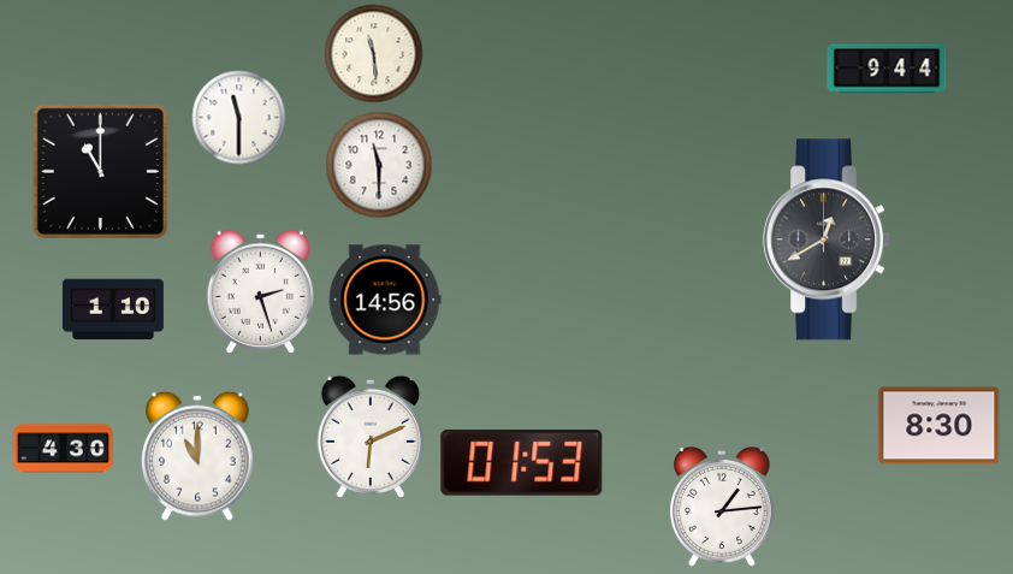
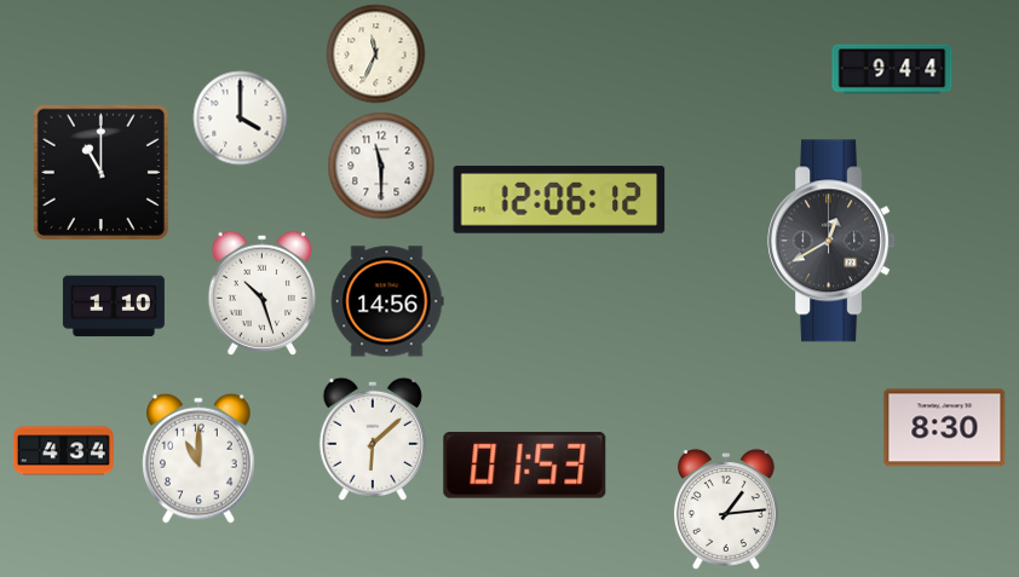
clock at (374, 54): 11:29 -> 11:34
clock at (239, 118): 11:30 -> 4:00
clock at (559, 200): none -> 12:06
clock at (260, 291): 2:27 -> 10:27
clock at (113, 309) position: (113, 309) -> (114, 306)
clock at (371, 437): 6:11 -> 6:08
clock at (63, 449): 4:30 -> 4:34
